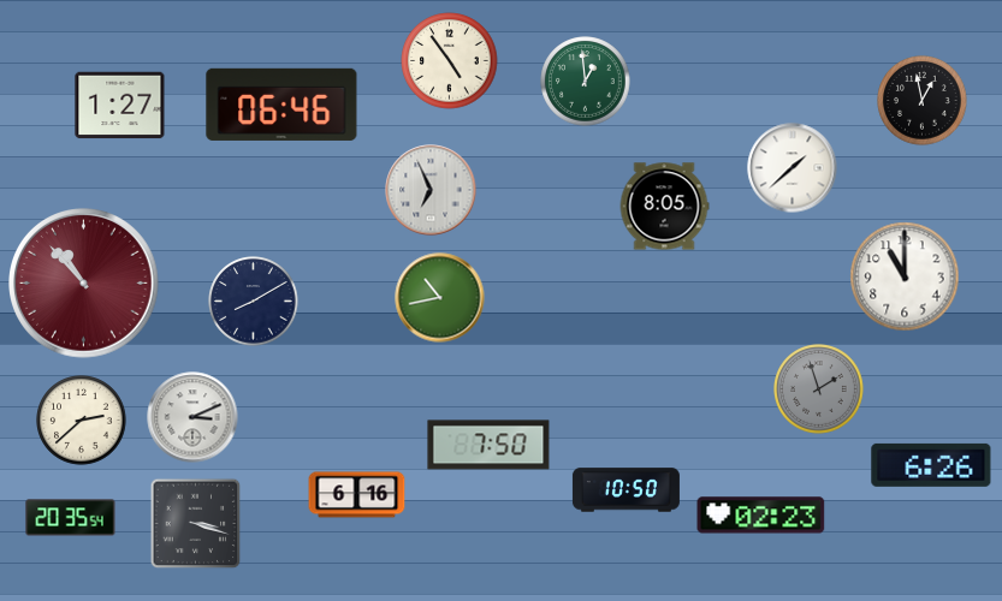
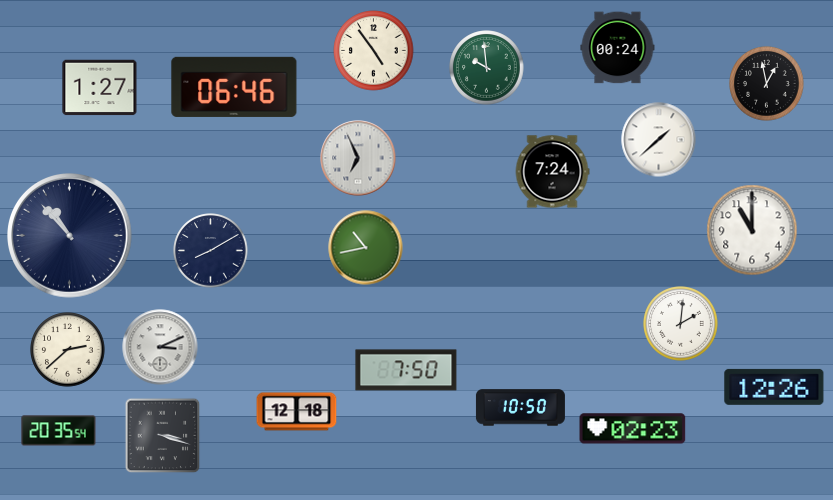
clock at (618, 48): none -> 00:24
clock at (586, 82): 12:59 -> 9:59
clock at (664, 207): 8:05 -> 7:24
clock at (84, 284) dial: burgundy -> navy
clock at (819, 389): 1:57 -> 2:01
clock at (819, 389) dial: grey -> white
clock at (931, 465): 6:26 -> 12:26
clock at (357, 495): 6:16 -> 12:18
